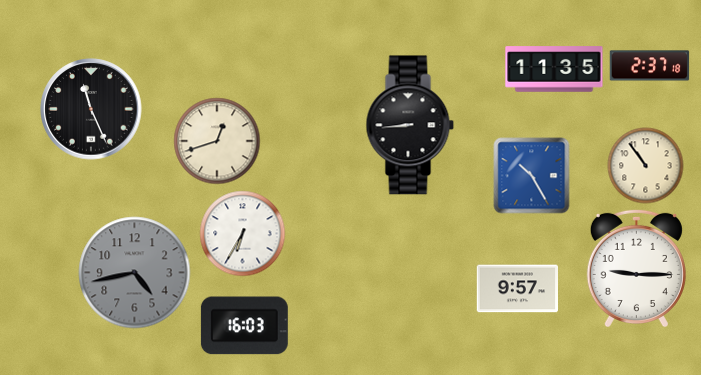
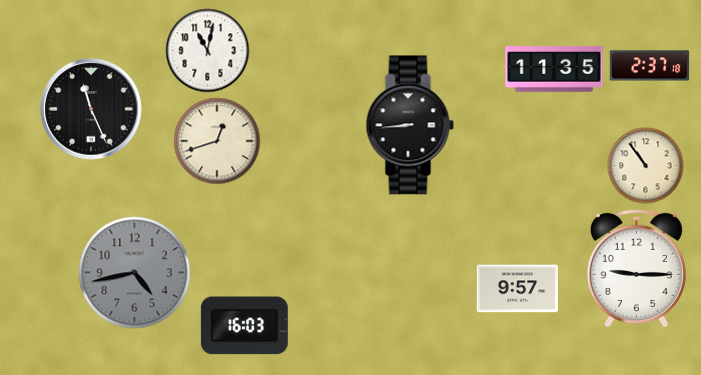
clock at (208, 51): none -> 11:02
clock at (532, 176): 10:25 -> none
clock at (243, 234): 6:35 -> none
